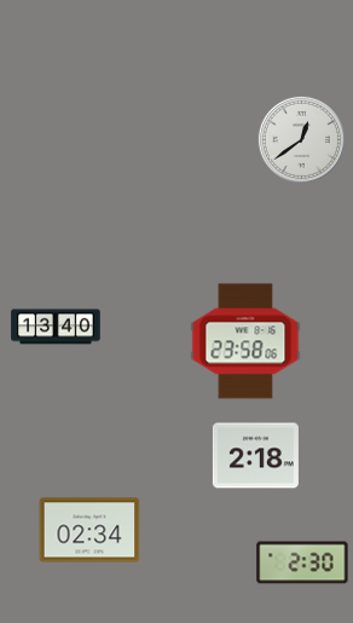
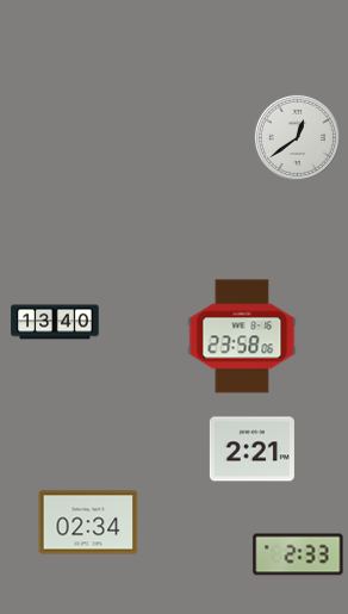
clock at (255, 456): 2:18 -> 2:21
clock at (302, 563): 2:30 -> 2:33
